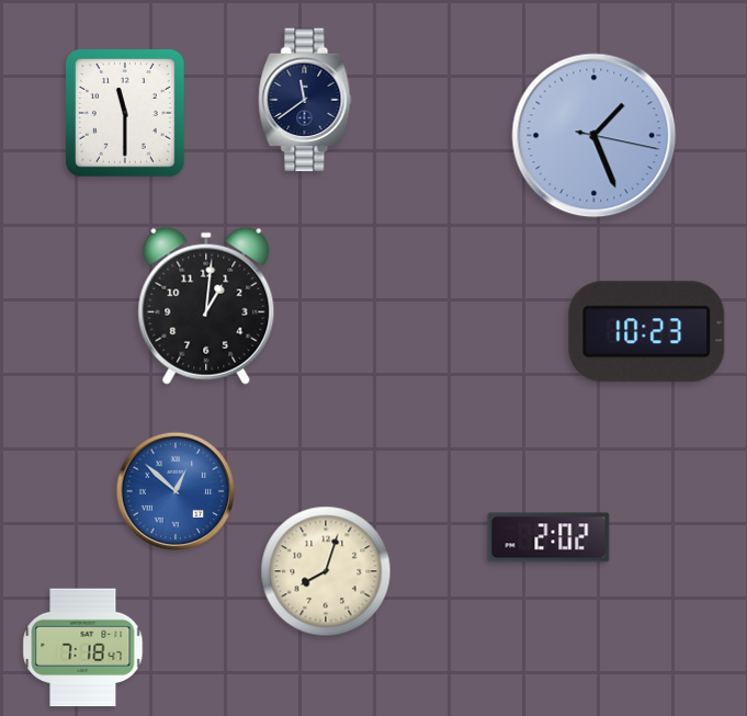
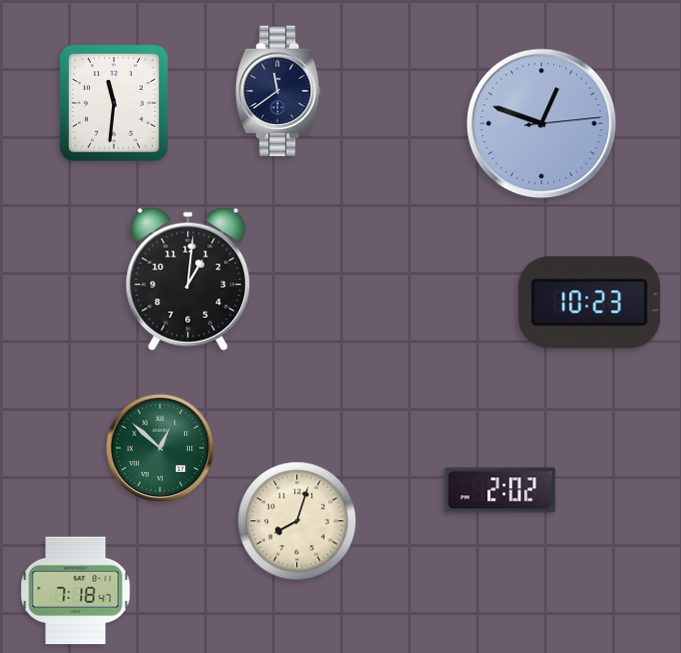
clock at (126, 113): 11:30 -> 11:31
clock at (595, 136): 1:26 -> 12:48
clock at (176, 491) dial: blue -> green
